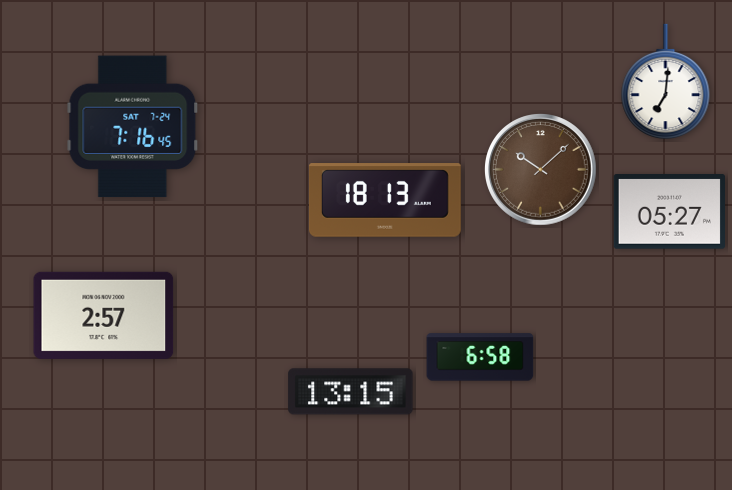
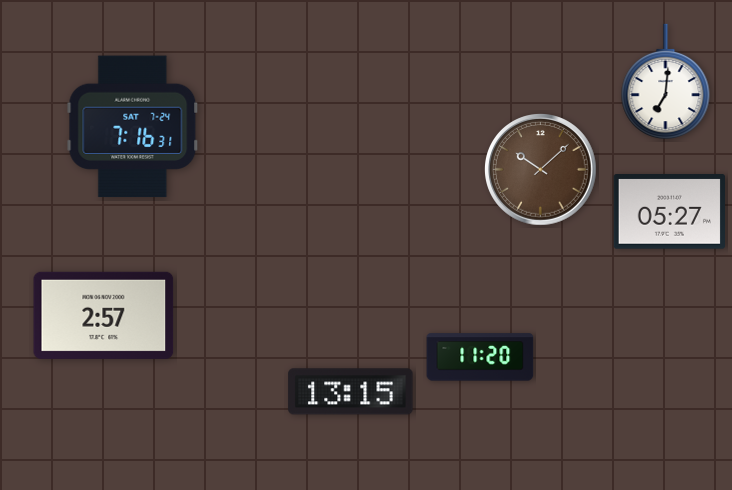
clock at (133, 127): 7:16:45 -> 7:16:31
clock at (385, 200): 18:13 -> none
clock at (480, 357): 6:58 -> 11:20
